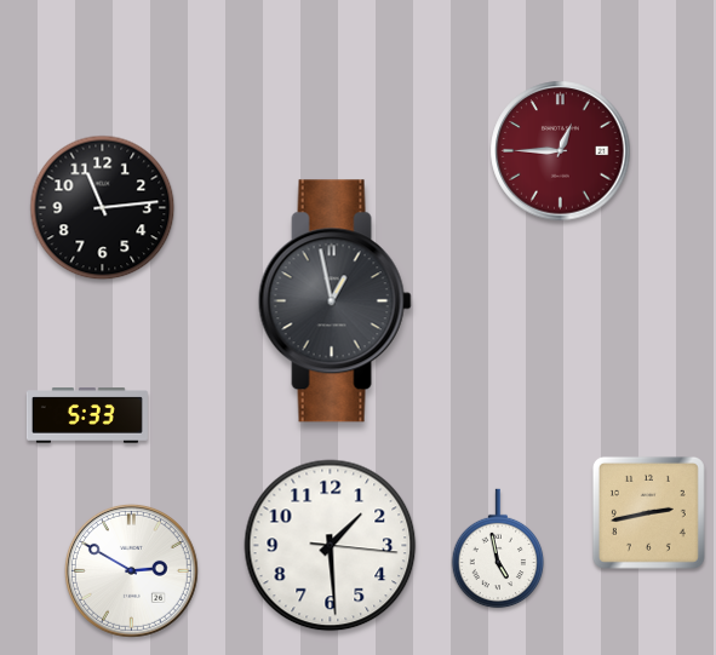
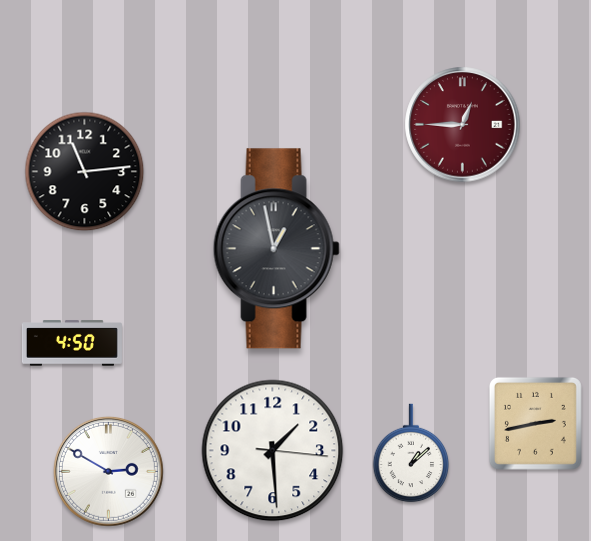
clock at (87, 415): 5:33 -> 4:50
clock at (498, 548): 4:58 -> 1:08
